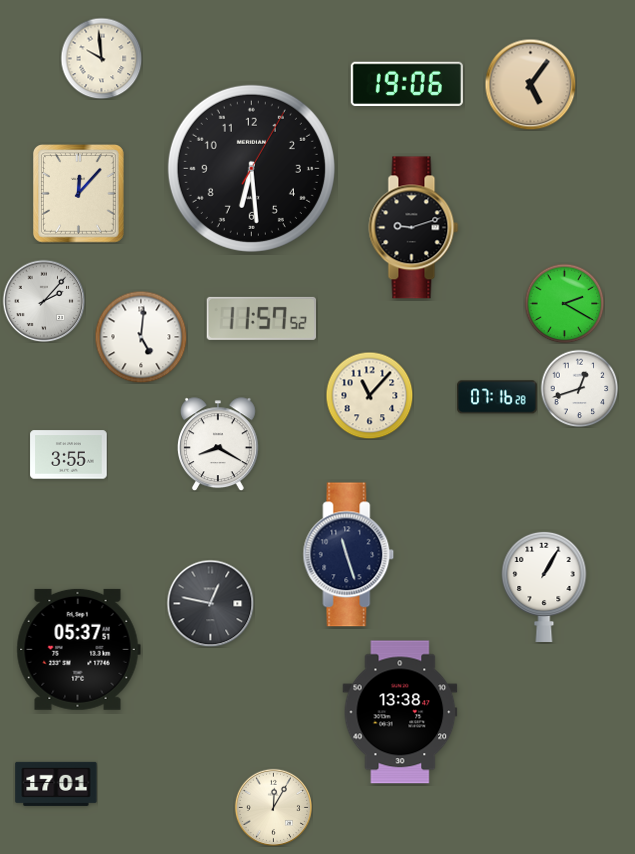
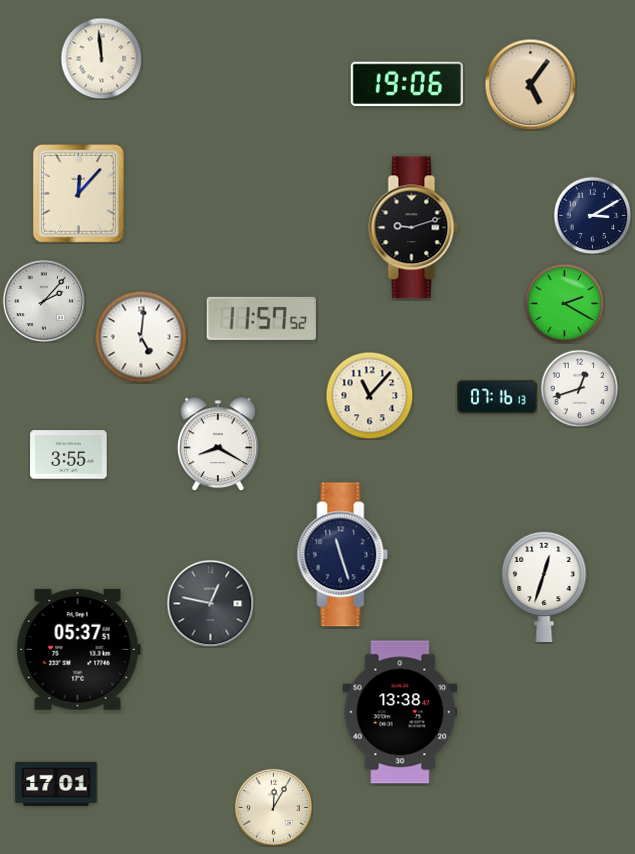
clock at (101, 58): 9:59 -> 11:59
clock at (251, 168): 6:29 -> none
clock at (592, 215): none -> 3:10
clock at (497, 397): 07:16:28 -> 07:16:13
clock at (349, 555) position: (349, 555) -> (343, 555)
clock at (544, 586): 1:05 -> 12:33
